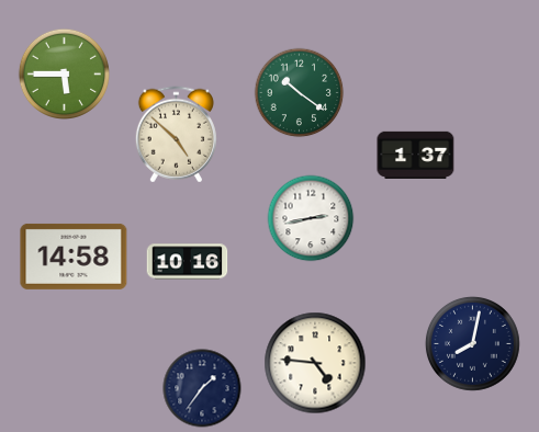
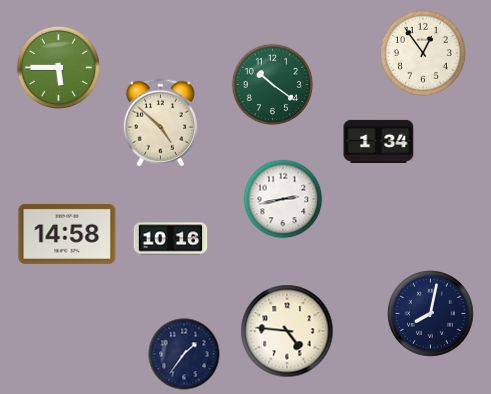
clock at (423, 53): none -> 12:54
clock at (416, 155): 1:37 -> 1:34
